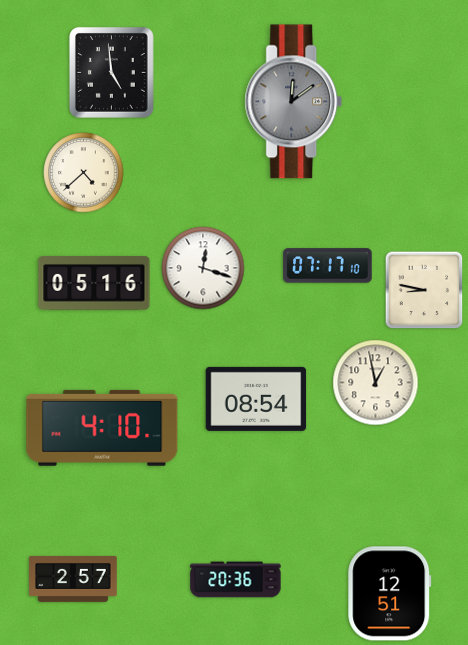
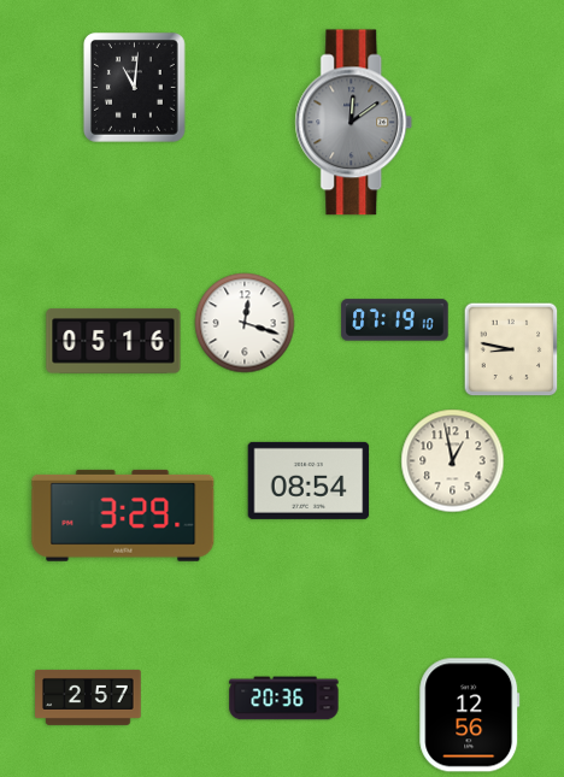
clock at (111, 73): 4:59 -> 11:01
clock at (84, 173): 4:38 -> none
clock at (328, 266): 07:17 -> 07:19
clock at (102, 428): 4:10 -> 3:29
clock at (390, 594): 12:51 -> 12:56
